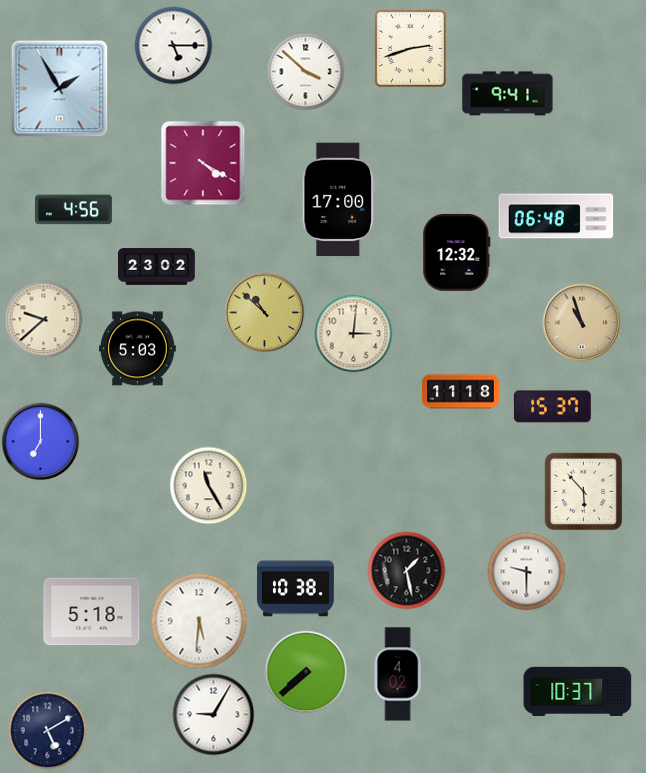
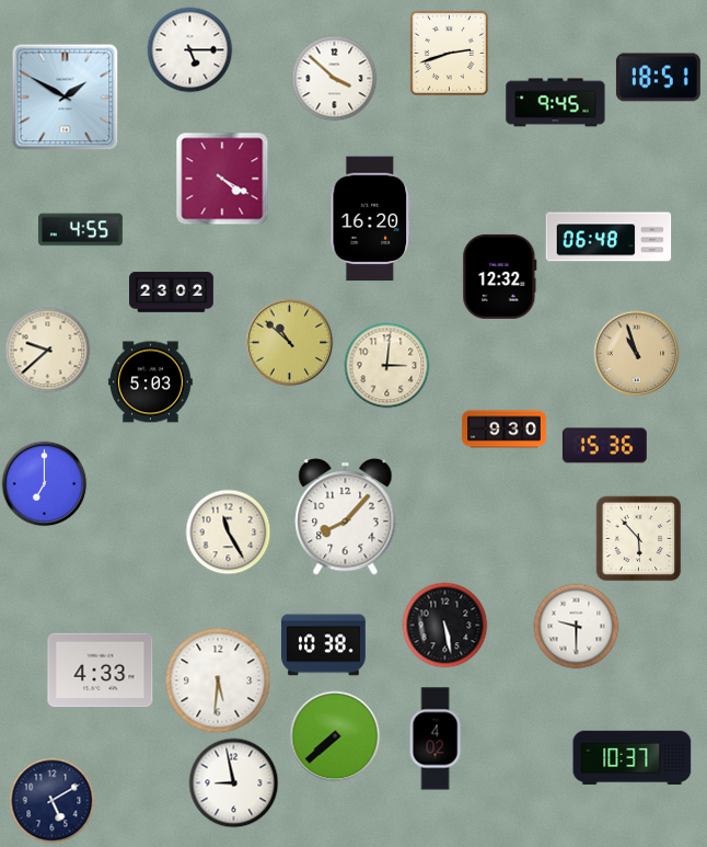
clock at (658, 78): none -> 18:51
clock at (59, 88): 1:55 -> 1:50
clock at (508, 94): 9:41 -> 9:45
clock at (338, 200): 17:00 -> 16:20
clock at (73, 210): 4:56 -> 4:55
clock at (460, 392): 11:18 -> 9:30
clock at (552, 407): 15:37 -> 15:36
clock at (346, 517): none -> 8:07
clock at (406, 570): 1:28 -> 5:28
clock at (92, 612): 5:18 -> 4:33
clock at (213, 714): 9:05 -> 8:58
